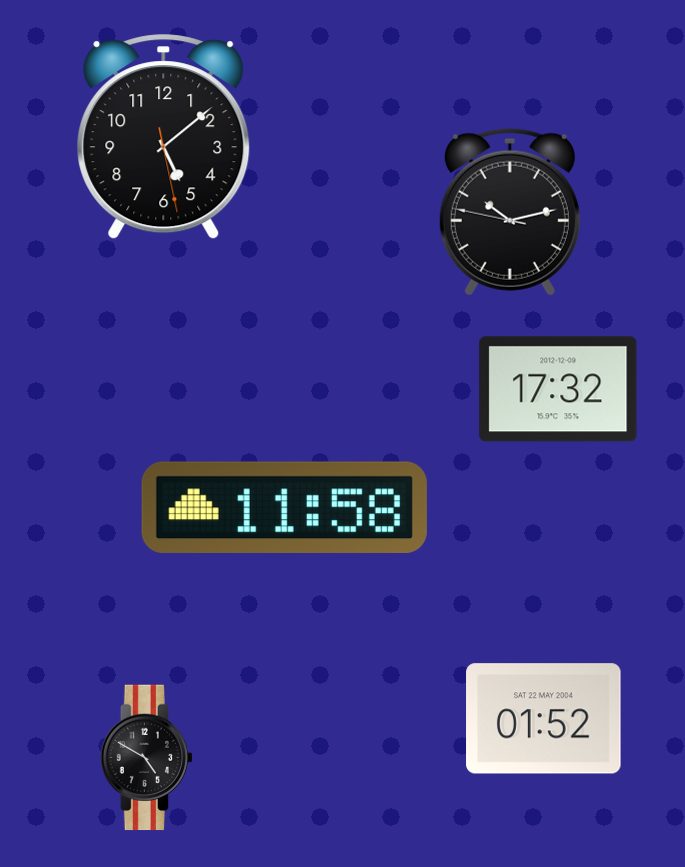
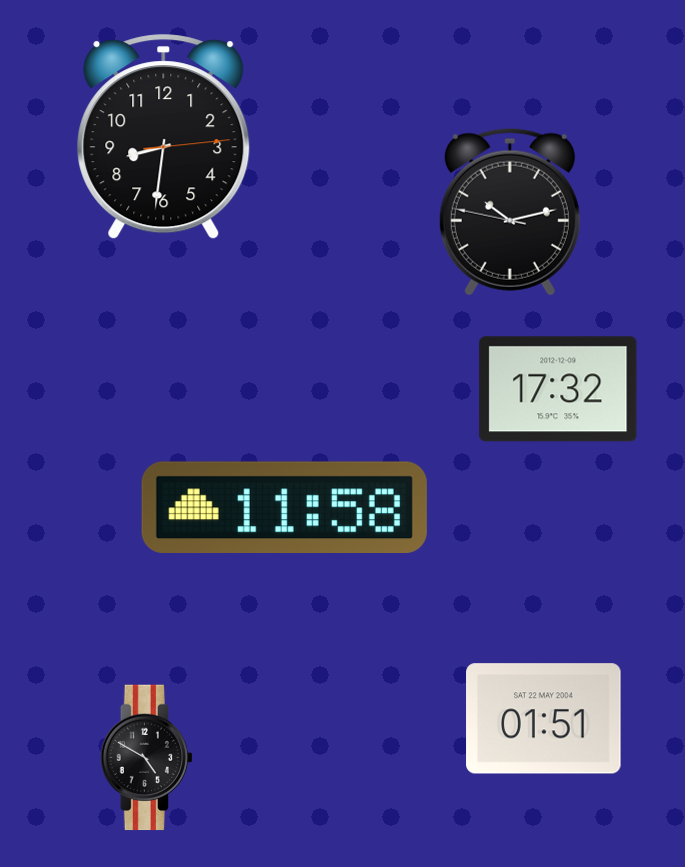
clock at (164, 137): 5:08 -> 8:31
clock at (544, 719): 01:52 -> 01:51
